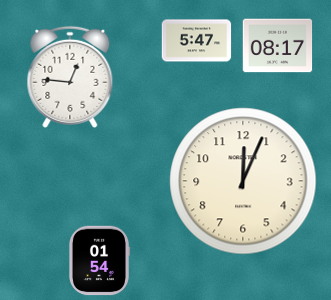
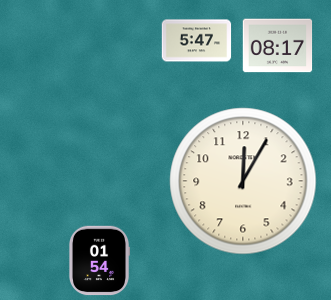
clock at (70, 77): 12:46 -> none
clock at (243, 181): 12:04 -> 12:05
